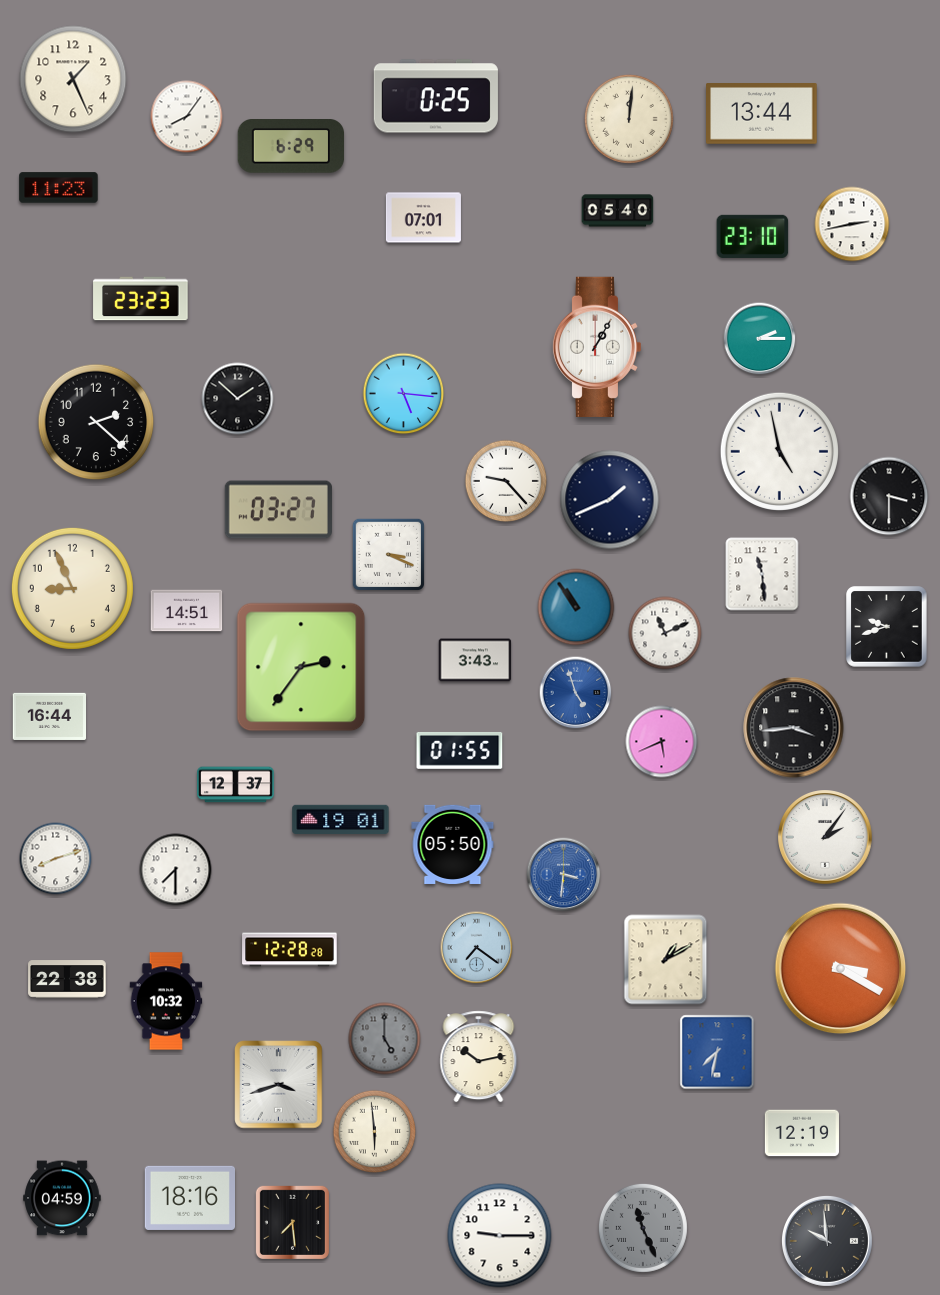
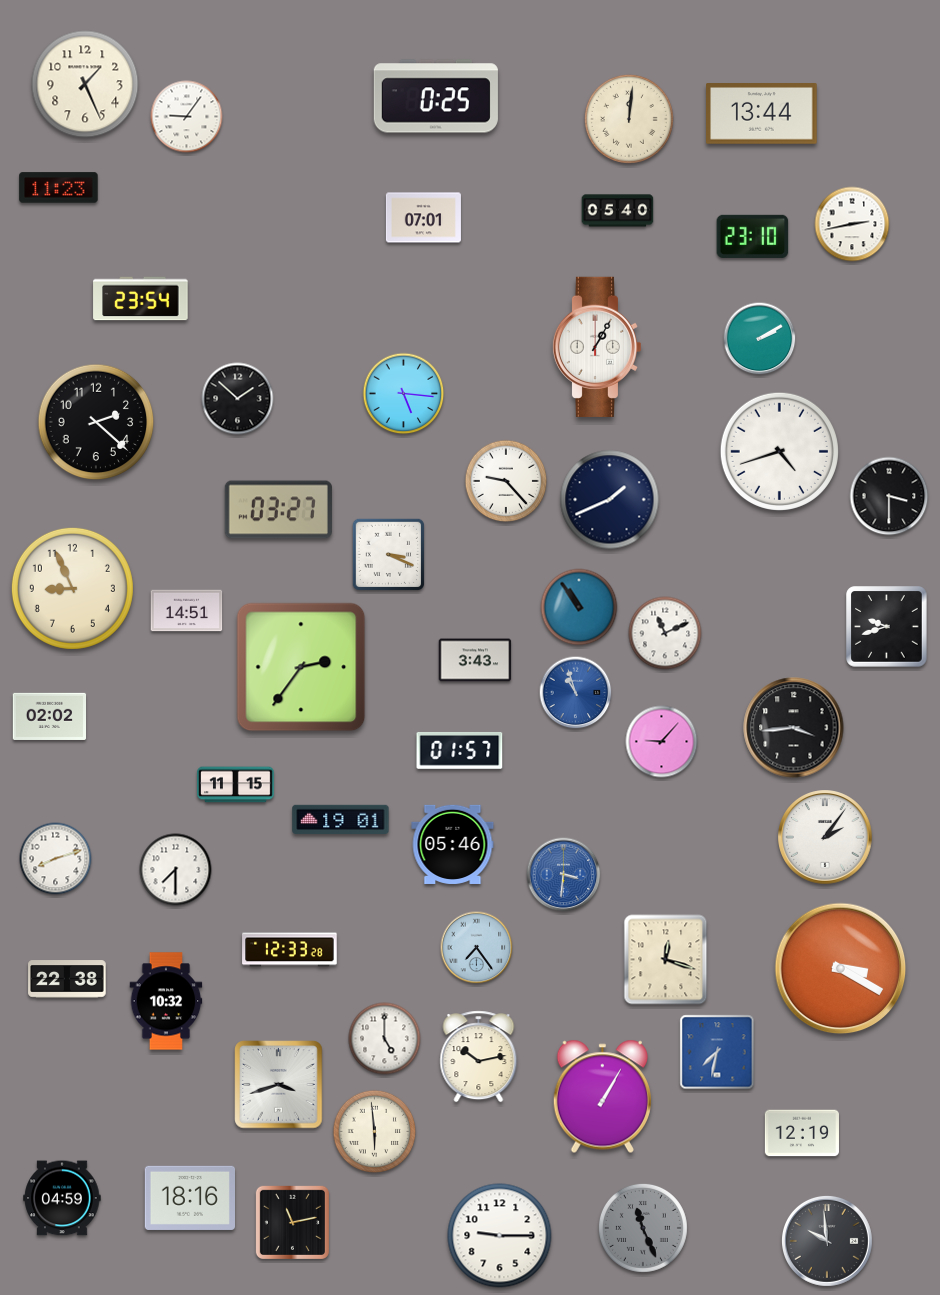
clock at (73, 79) position: (73, 79) -> (85, 84)
clock at (187, 117): 8:06 -> 9:06
clock at (290, 146): 6:29 -> none
clock at (141, 299): 23:23 -> 23:54
clock at (760, 339): 2:15 -> 2:10
clock at (779, 451): 4:58 -> 4:42
clock at (762, 574): 11:29 -> none
clock at (576, 607) position: (576, 607) -> (579, 607)
clock at (576, 693): 4:57 -> 10:57
clock at (50, 716): 16:44 -> 02:02
clock at (662, 742): 5:41 -> 9:07
clock at (460, 750): 01:55 -> 01:57
clock at (236, 785): 12:37 -> 11:15
clock at (453, 844): 05:50 -> 05:46
clock at (477, 948): 7:21 -> 7:24
clock at (290, 950): 12:28 -> 12:33
clock at (666, 960): 1:10 -> 12:18
clock at (385, 1039) dial: grey -> white
clock at (602, 1097): none -> 1:05
clock at (292, 1222): 7:29 -> 11:13
